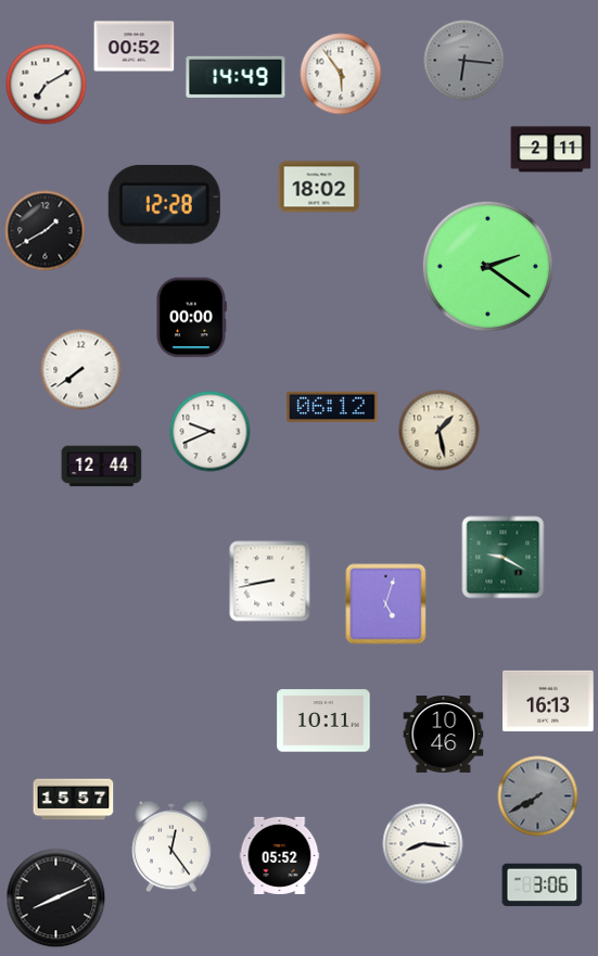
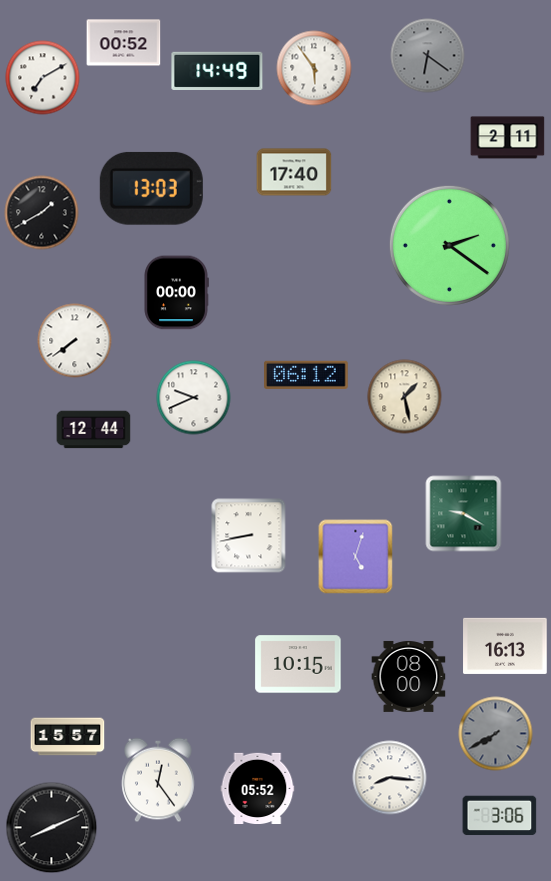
clock at (465, 61): 6:16 -> 6:21
clock at (319, 187): 18:02 -> 17:40
clock at (164, 204): 12:28 -> 13:03
clock at (323, 721): 10:11 -> 10:15
clock at (444, 734): 10:46 -> 08:00
